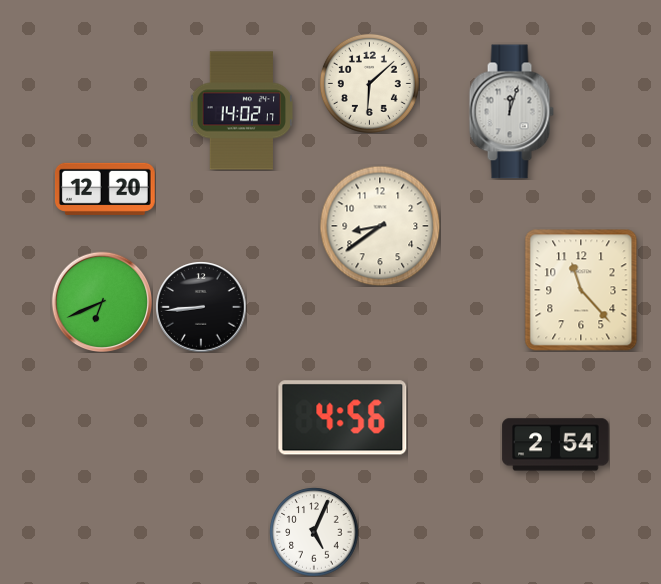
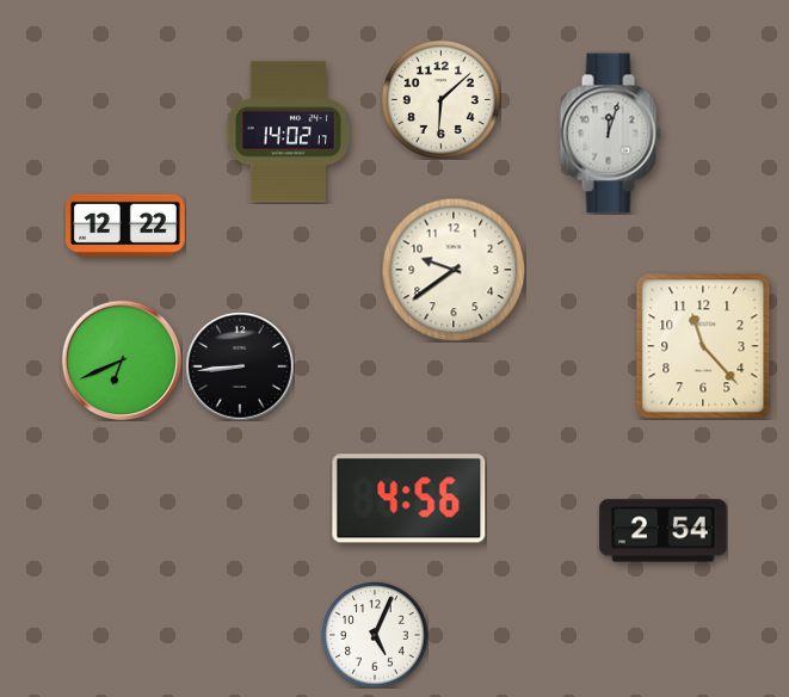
clock at (105, 189): 12:20 -> 12:22
clock at (380, 226): 8:39 -> 9:39
clock at (581, 290) position: (581, 290) -> (703, 346)
